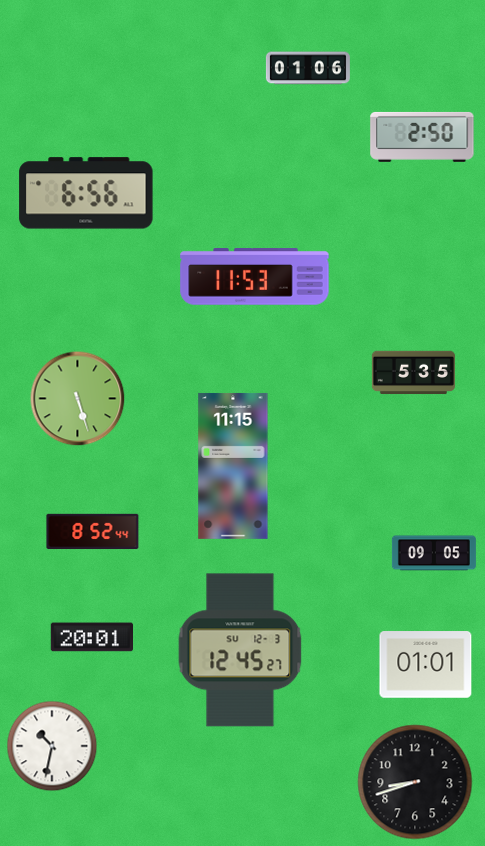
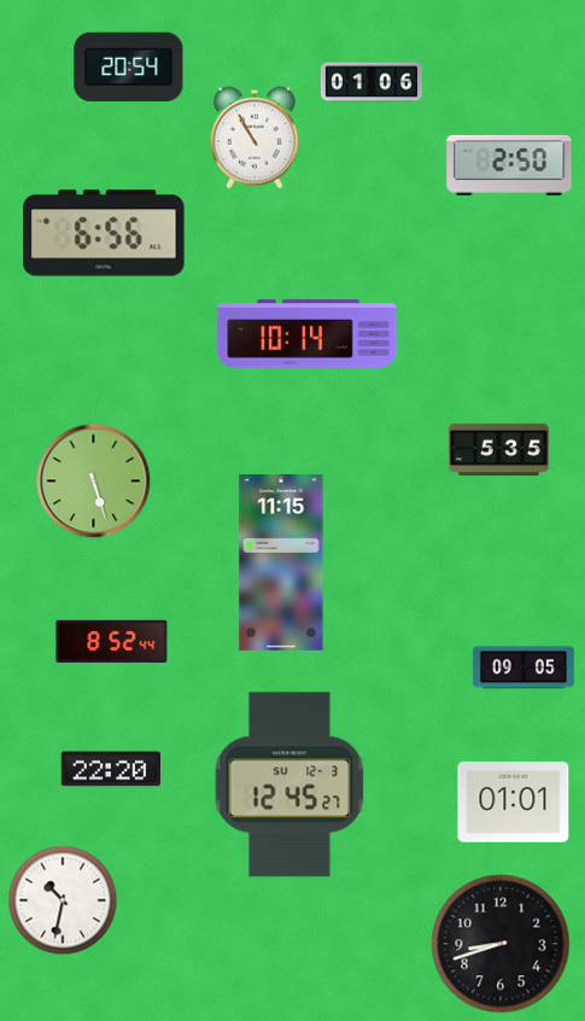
clock at (129, 68): none -> 20:54
clock at (255, 138): none -> 10:55
clock at (255, 277): 11:53 -> 10:14
clock at (91, 637): 20:01 -> 22:20
